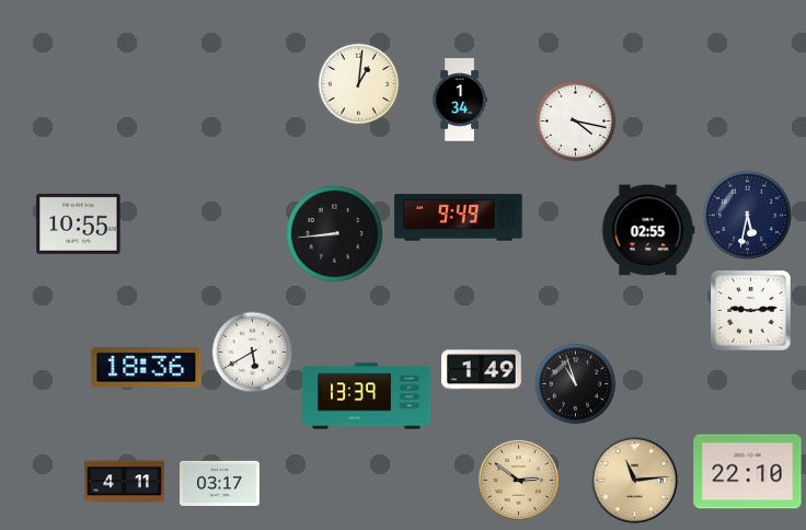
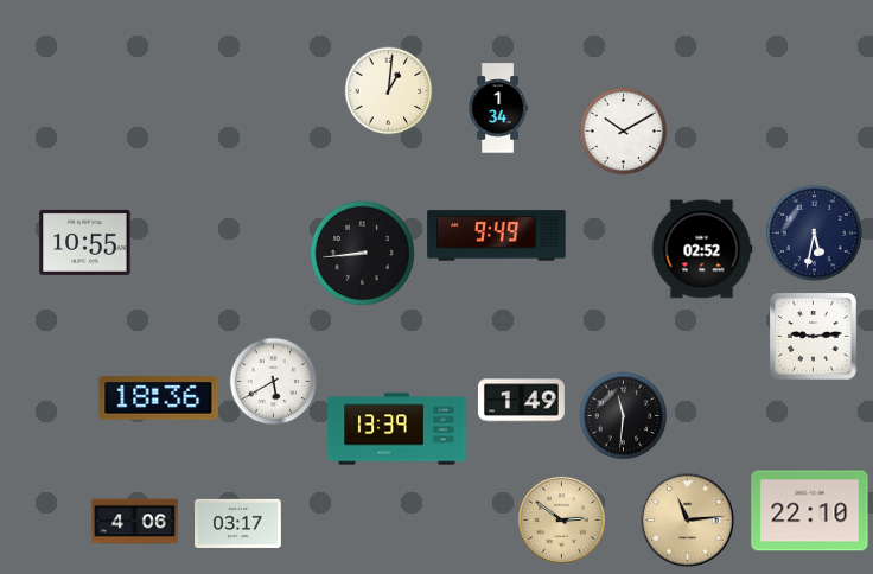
clock at (576, 122): 4:17 -> 10:10
clock at (747, 215) position: (747, 215) -> (814, 232)
clock at (648, 230): 02:55 -> 02:52
clock at (576, 384): 10:57 -> 11:31
clock at (124, 482): 4:11 -> 4:06
